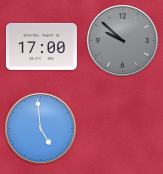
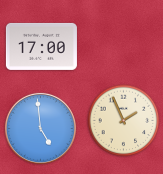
clock at (122, 40): 9:52 -> none
clock at (124, 121): none -> 1:56
